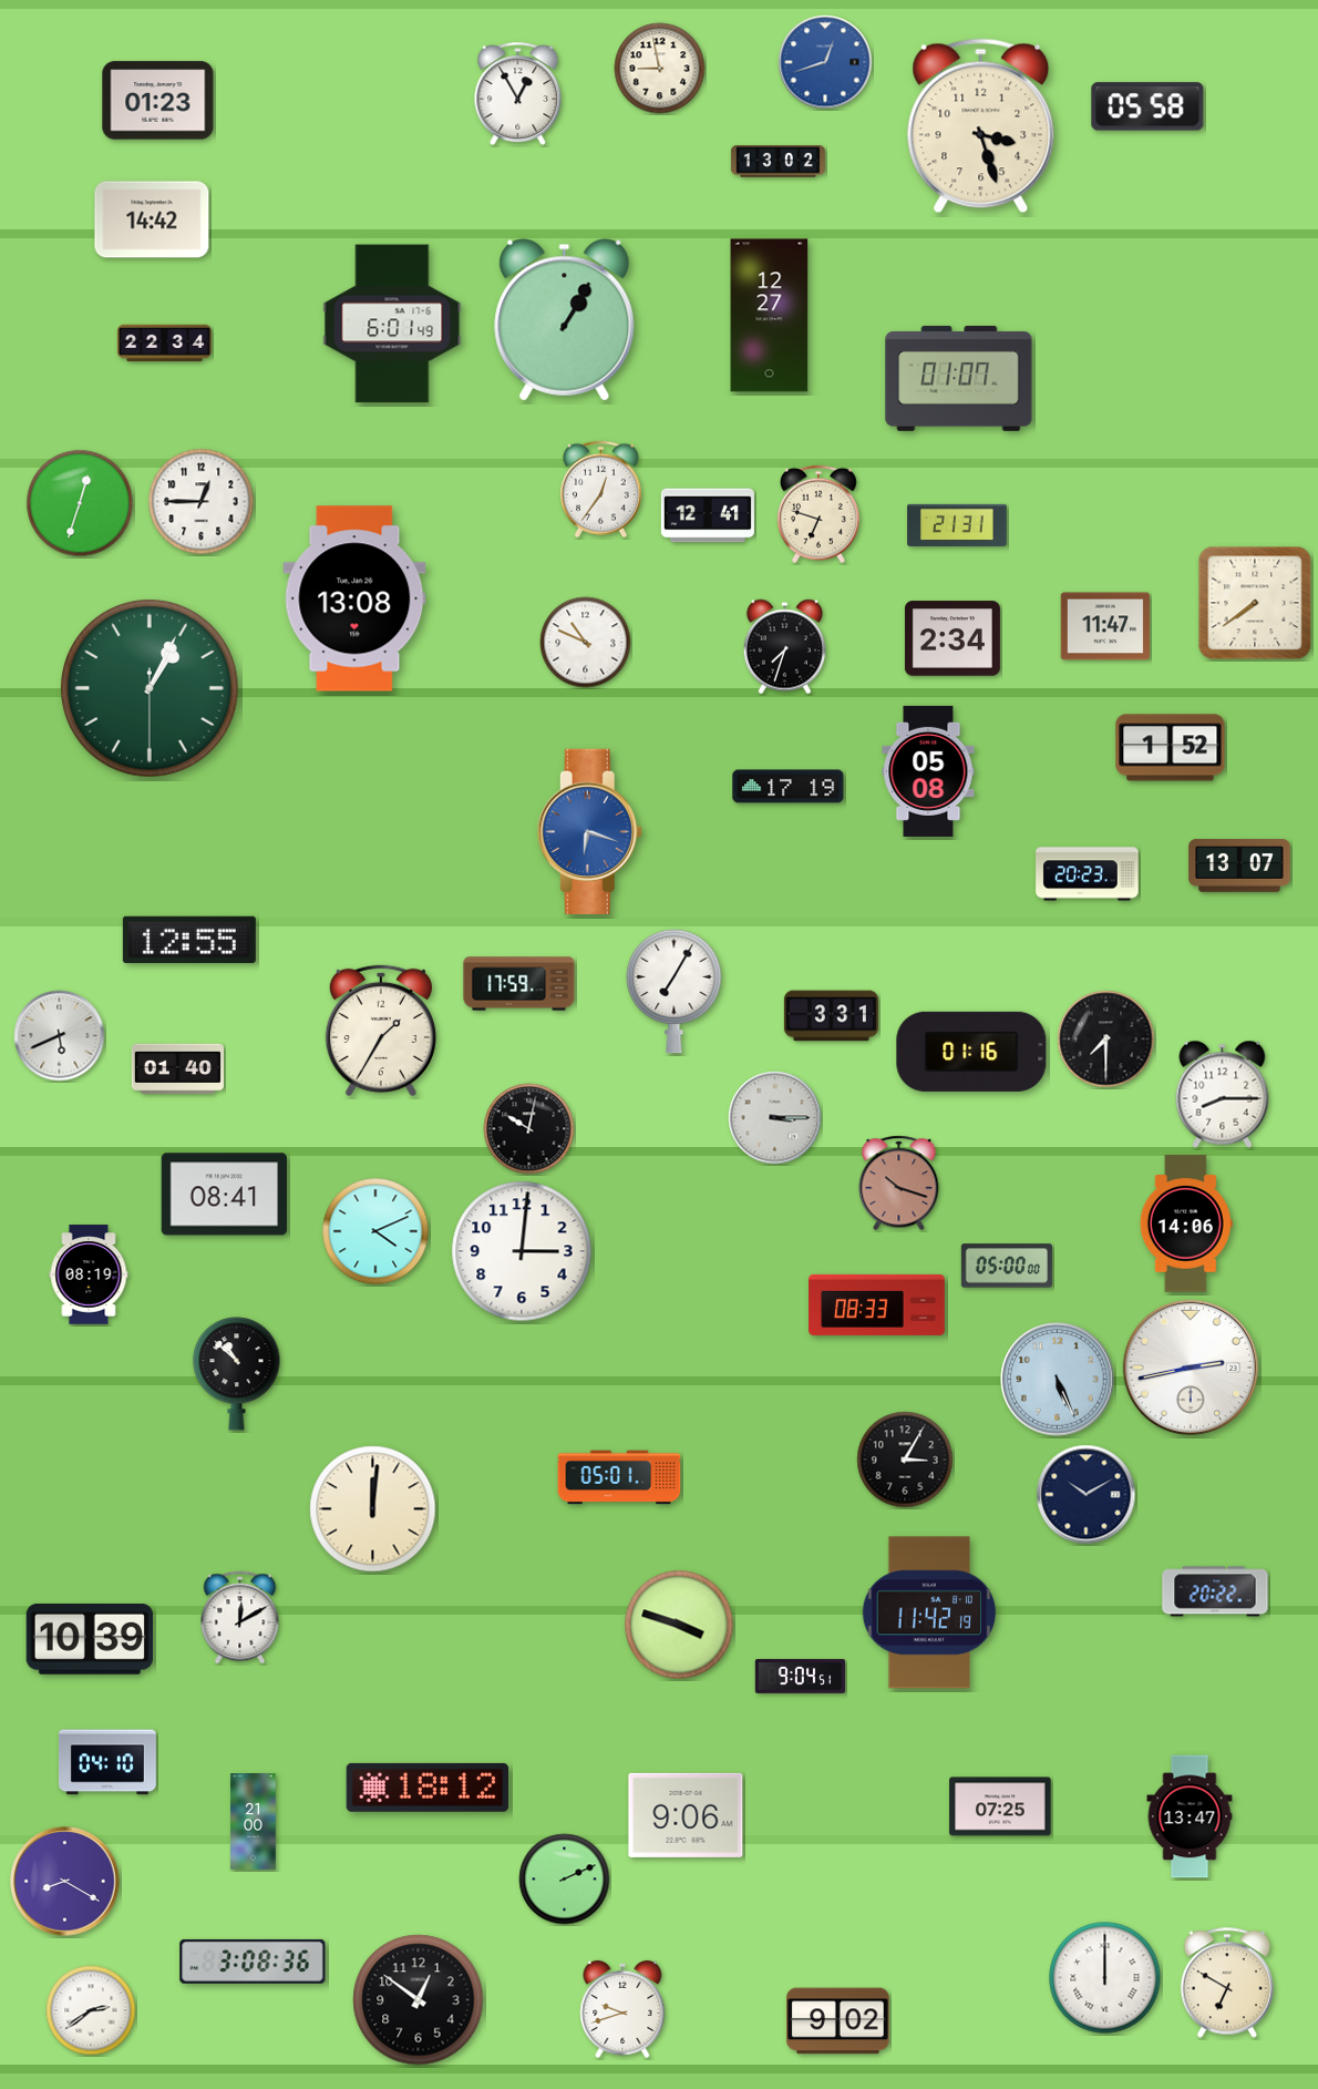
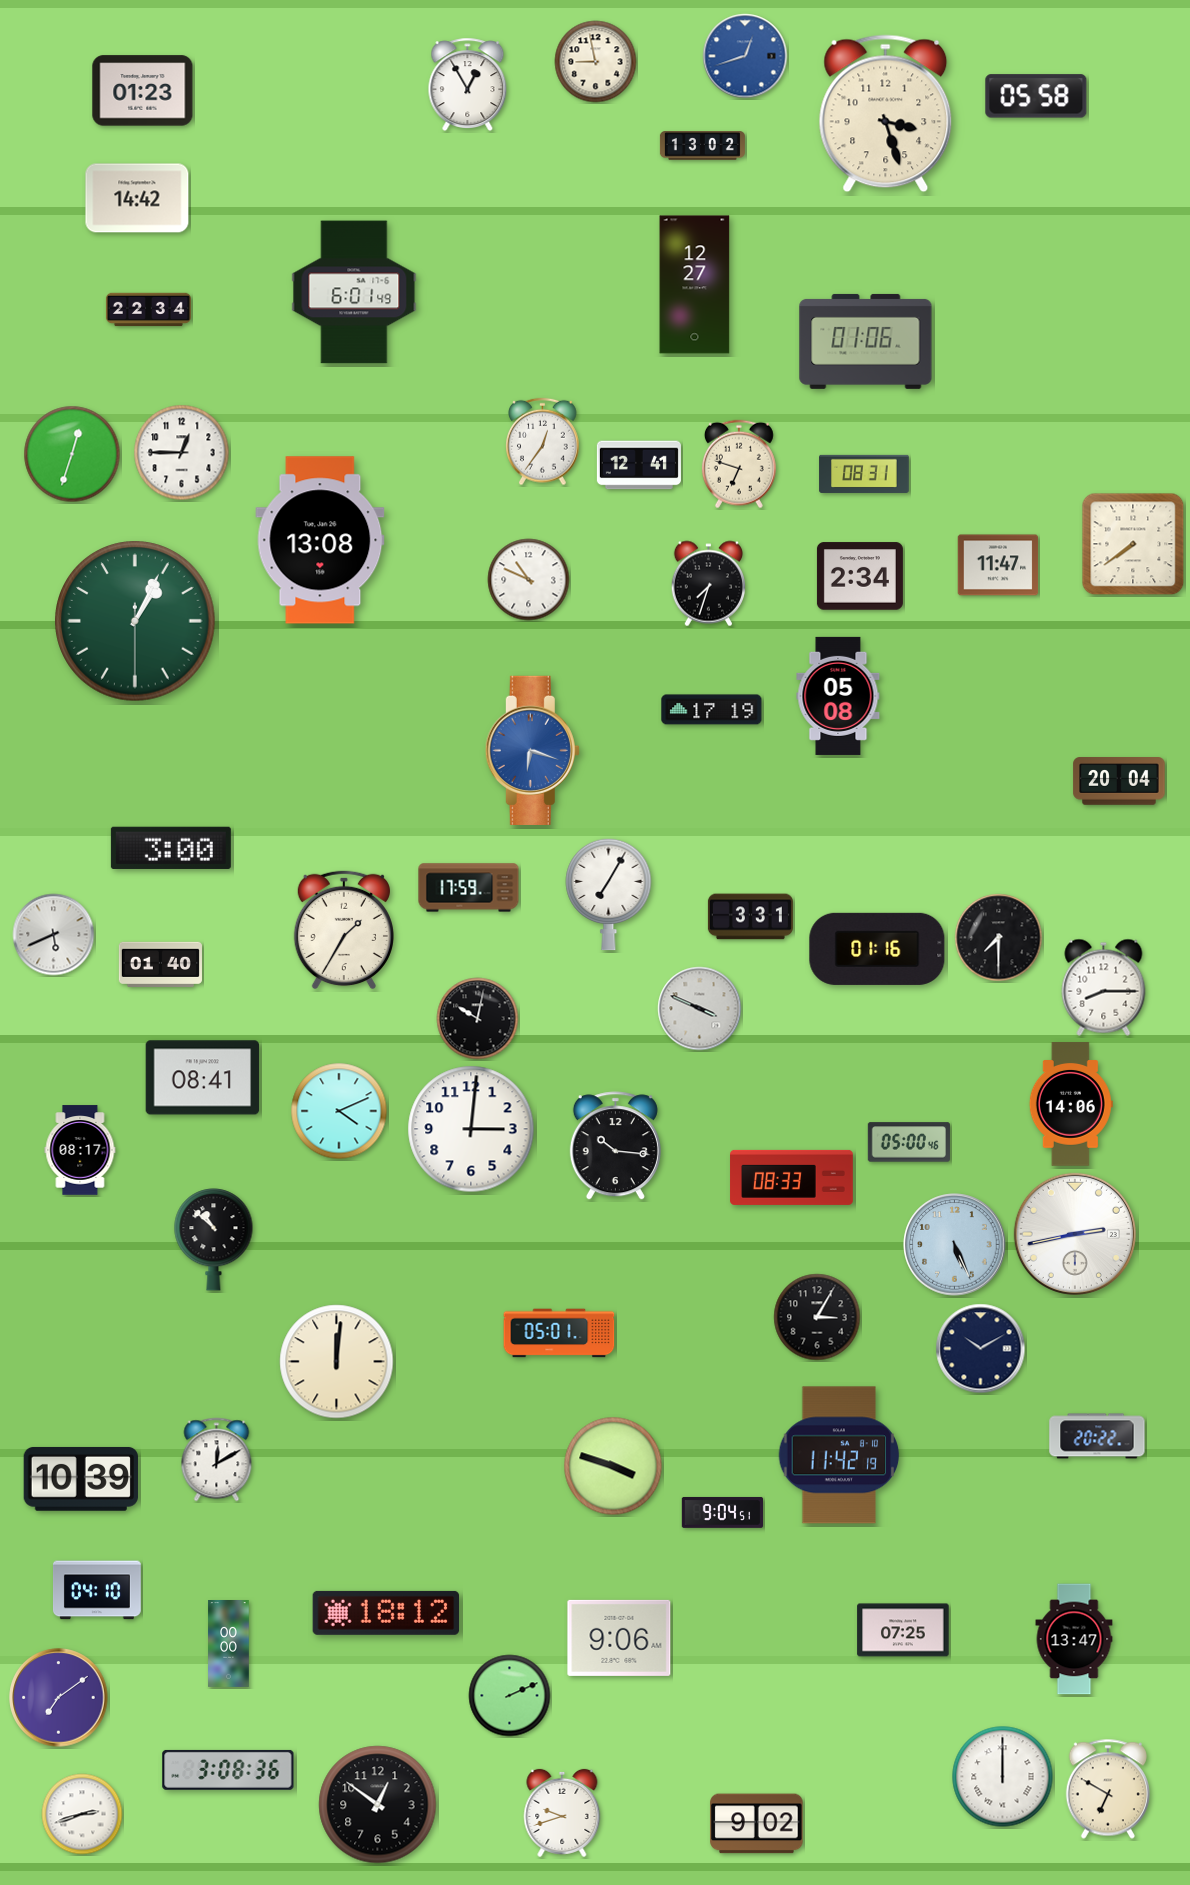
clock at (565, 320): 1:05 -> none
clock at (959, 378): 01:07 -> 01:06
clock at (957, 525): 21:31 -> 08:31
clock at (1171, 748): 1:52 -> none
clock at (1239, 866): 13:07 -> 20:04
clock at (1088, 874): 20:23 -> none
clock at (189, 940): 12:55 -> 3:00
clock at (775, 1118): 3:15 -> 3:49
clock at (899, 1184): 10:18 -> none
clock at (1007, 1266): 05:00:00 -> 05:00:46
clock at (615, 1146): none -> 10:16
clock at (89, 1274): 08:19 -> 08:17
clock at (254, 1822): 21:00 -> 00:00
clock at (65, 1882): 8:20 -> 7:09
clock at (1105, 1978) position: (1105, 1978) -> (1003, 1777)
clock at (91, 2010): 2:39 -> 2:42
